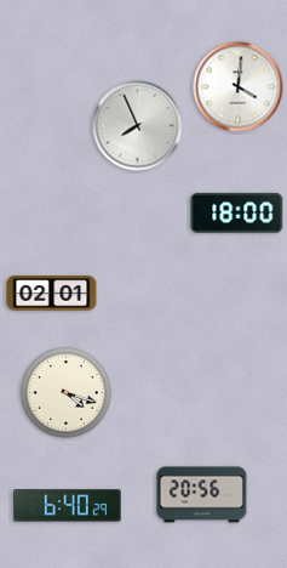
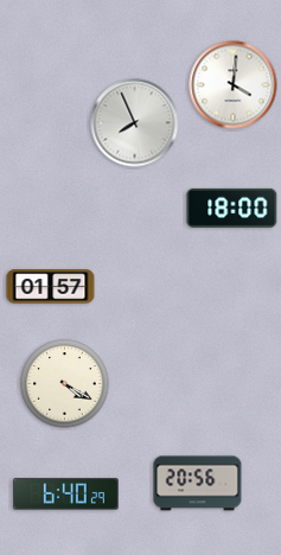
clock at (52, 294): 02:01 -> 01:57
clock at (67, 393): 4:18 -> 4:20
